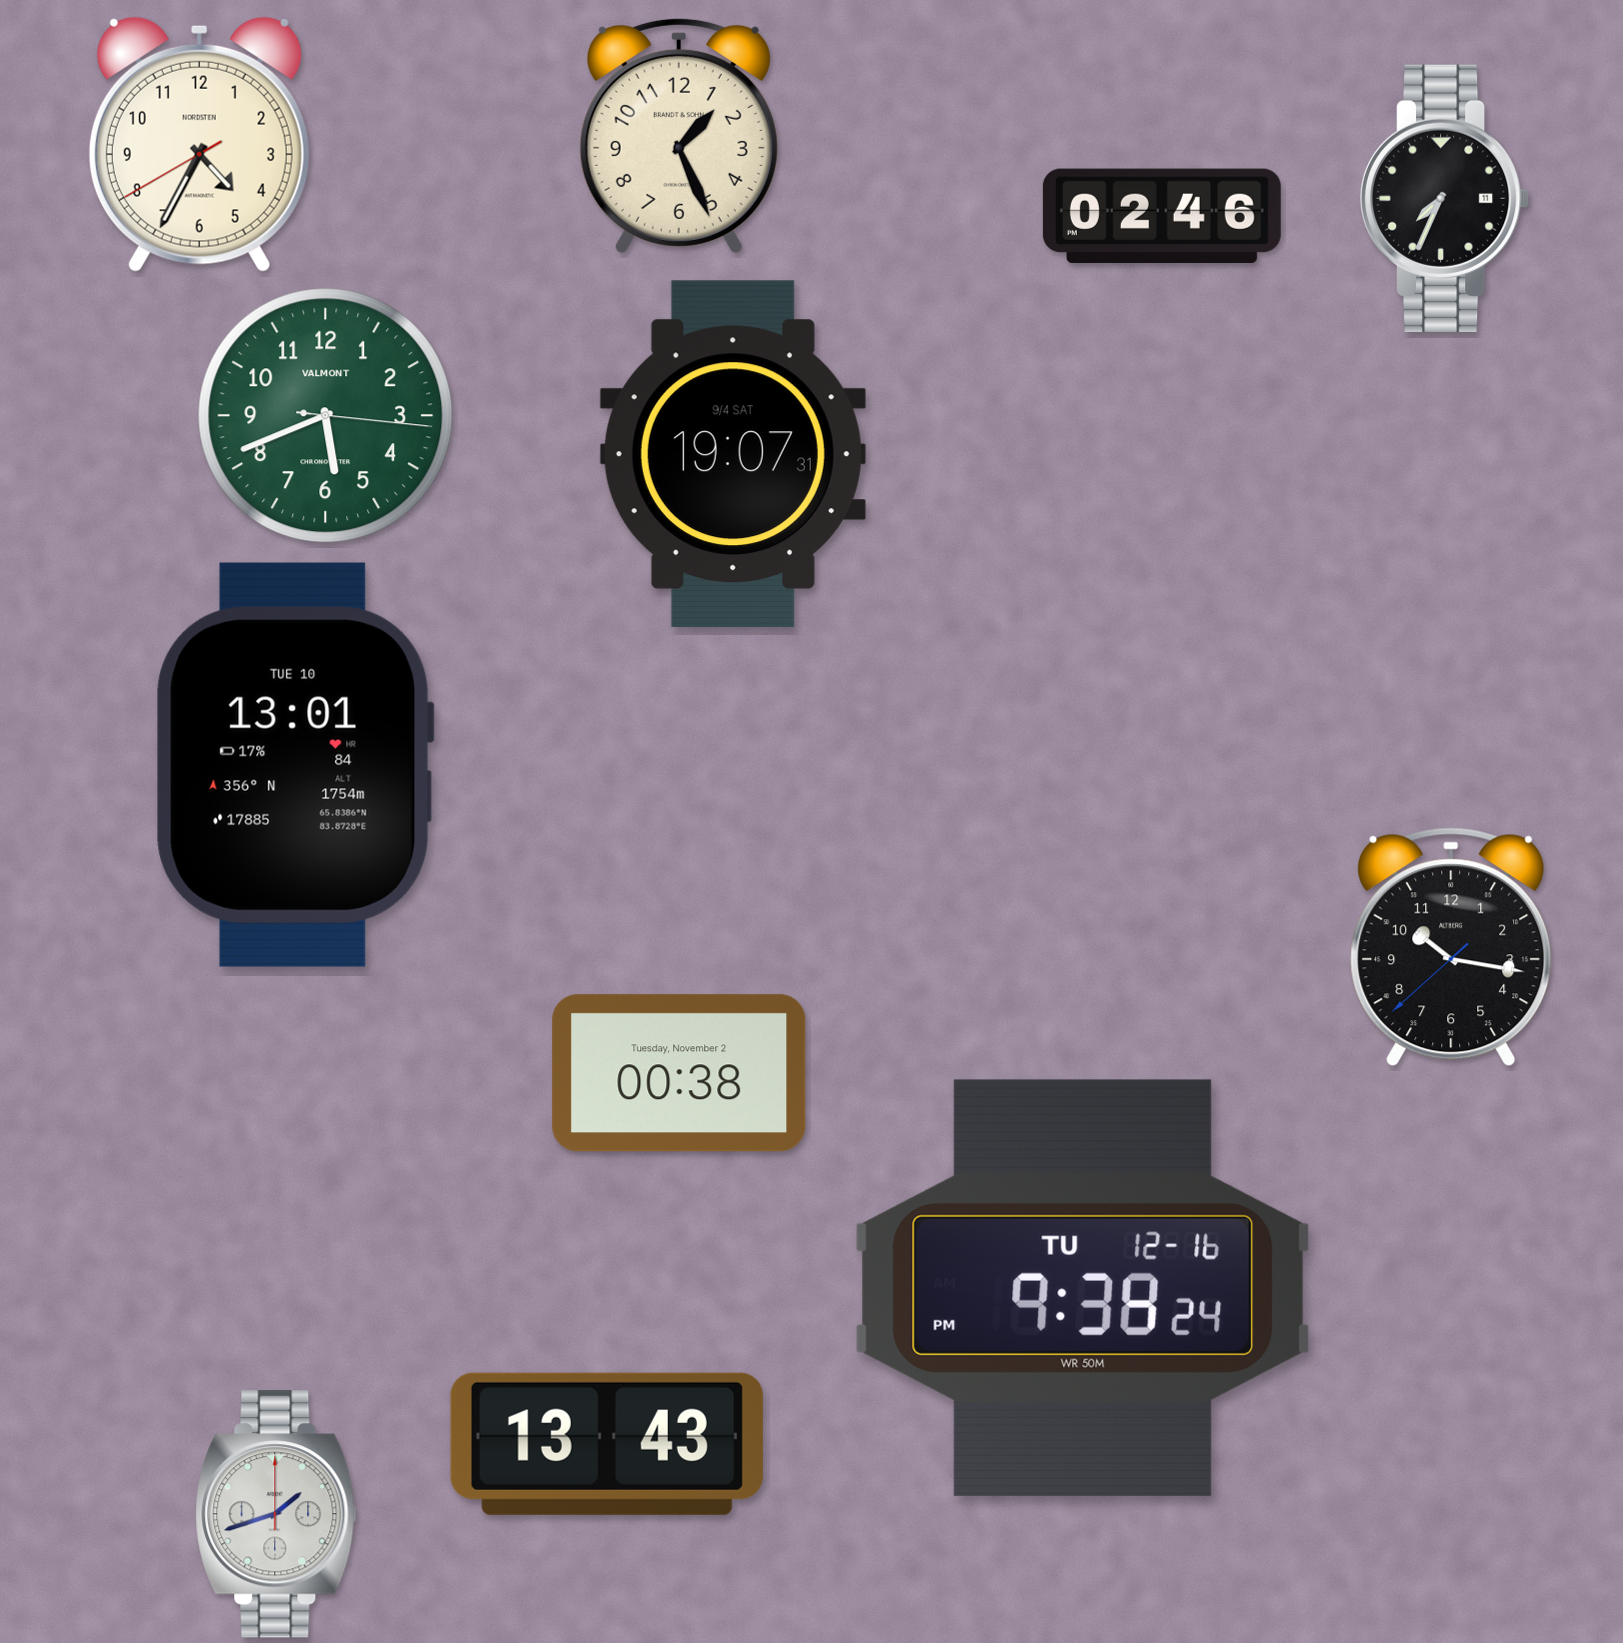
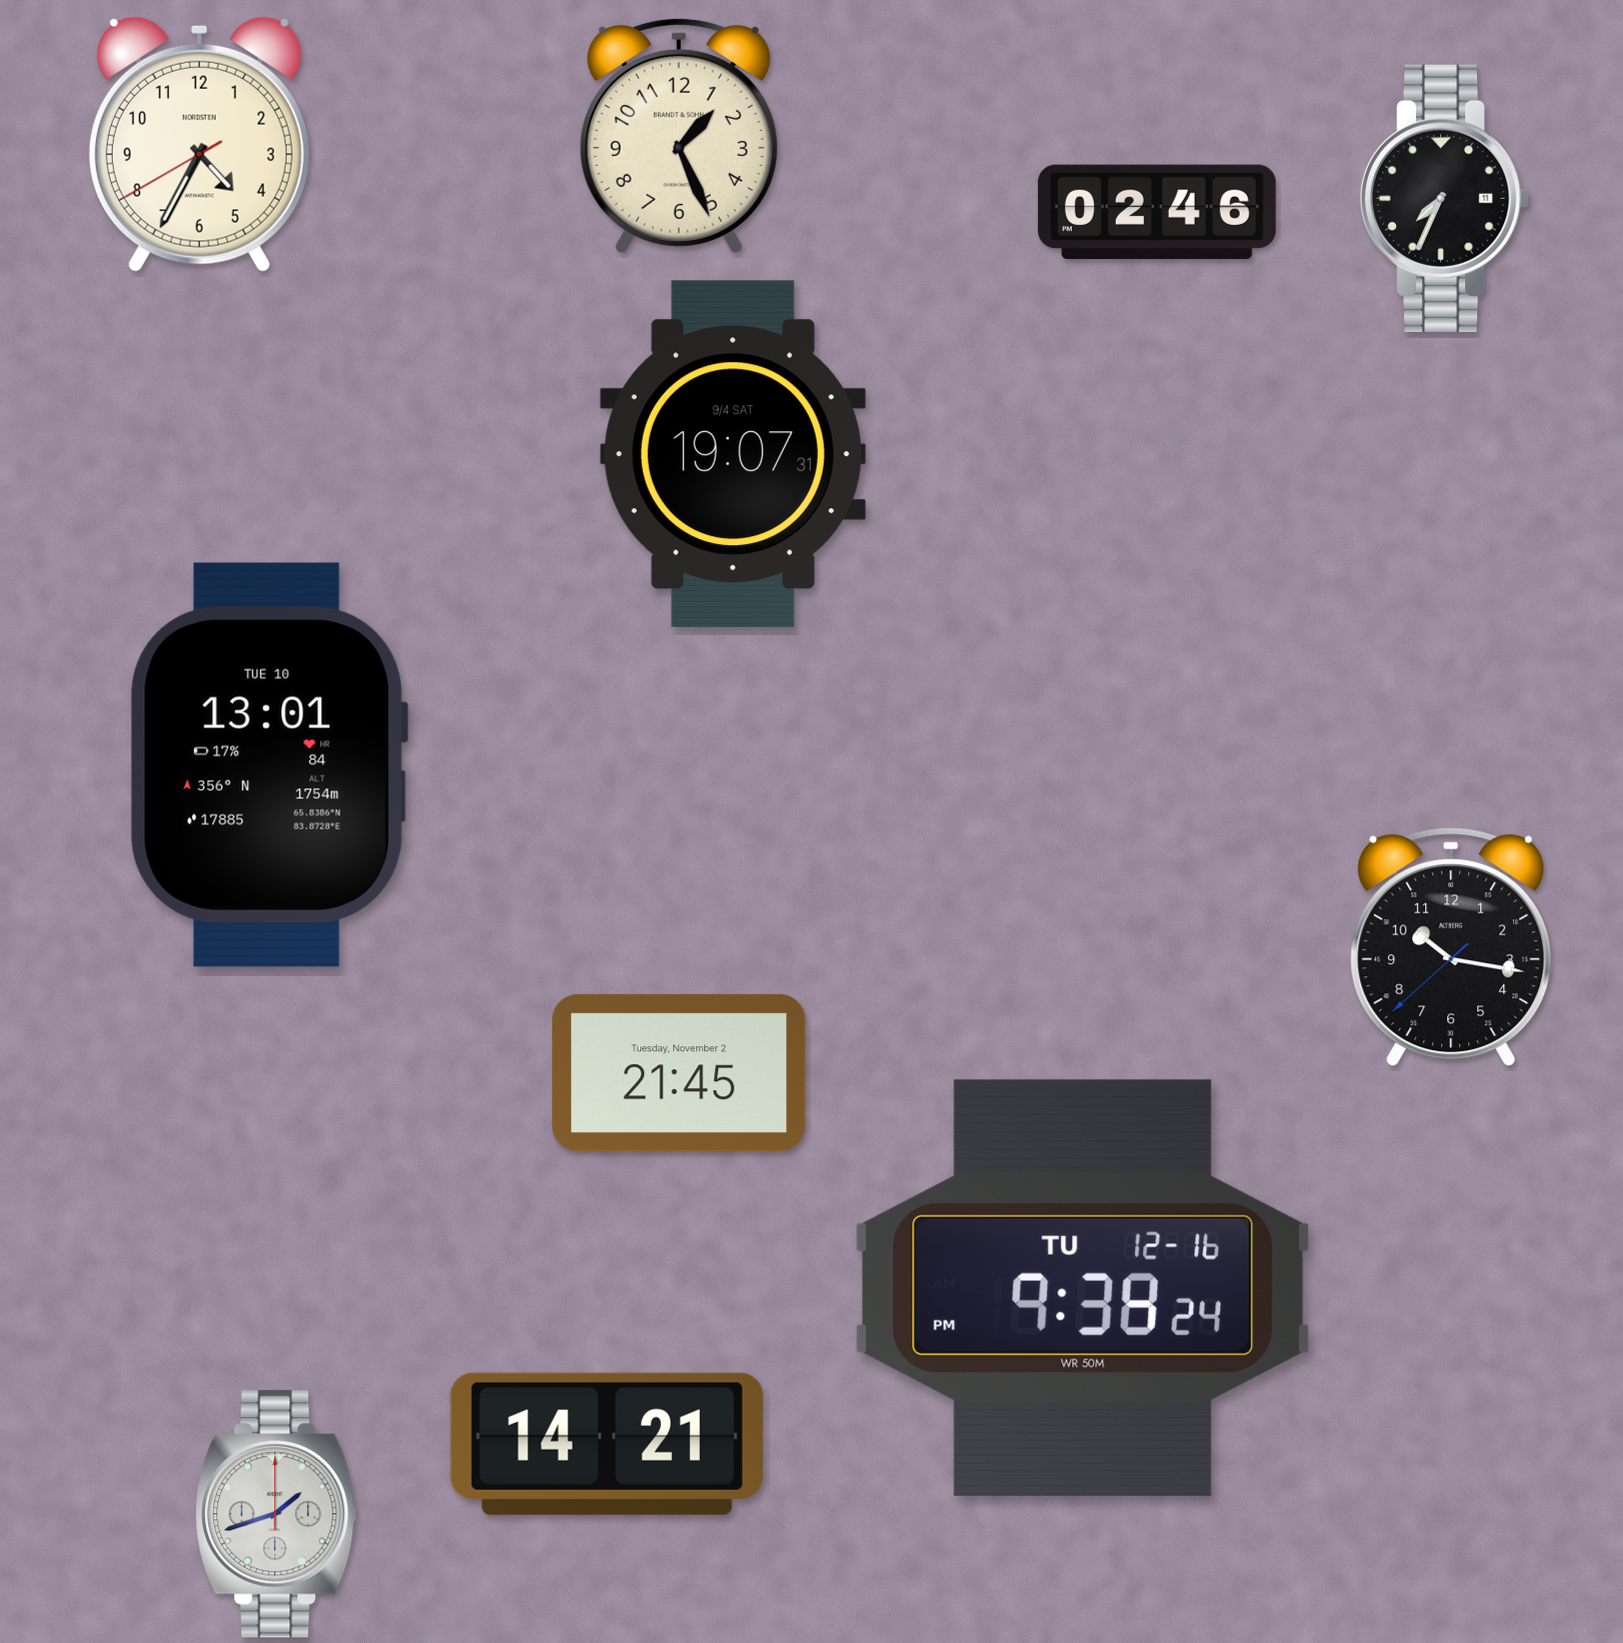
clock at (1162, 216) position: (1162, 216) -> (1157, 212)
clock at (326, 416): 5:41 -> none
clock at (295, 765) position: (295, 765) -> (269, 765)
clock at (679, 1073): 00:38 -> 21:45
clock at (607, 1444): 13:43 -> 14:21
